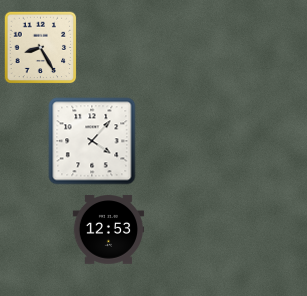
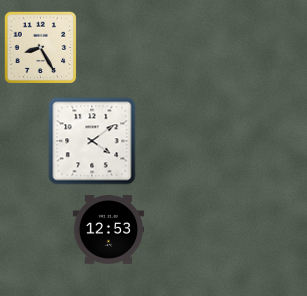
clock at (92, 141): 4:07 -> 4:09
